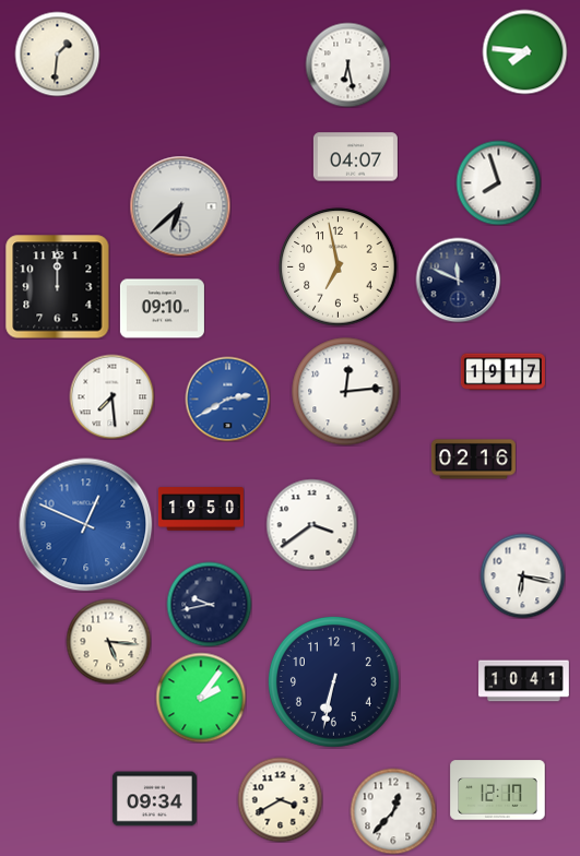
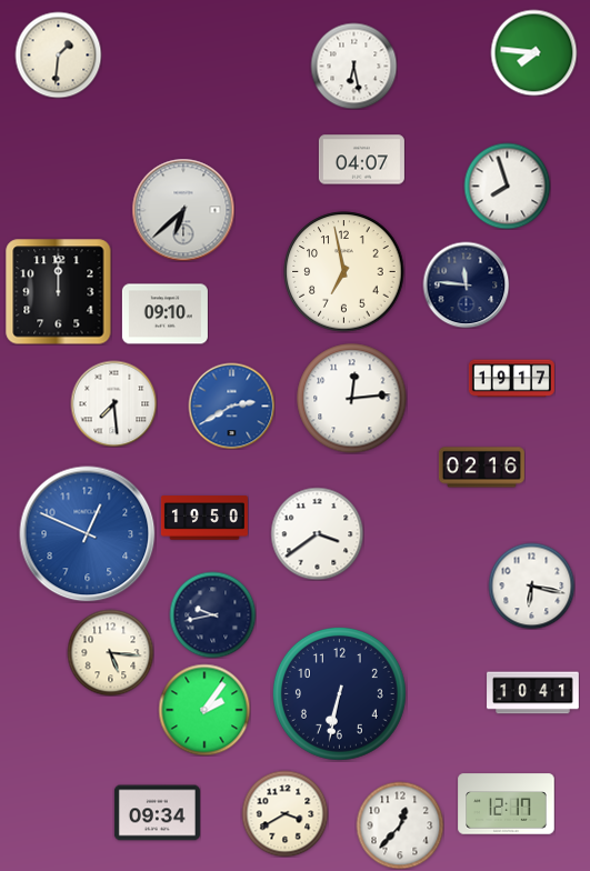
clock at (458, 280): 11:49 -> 11:46
